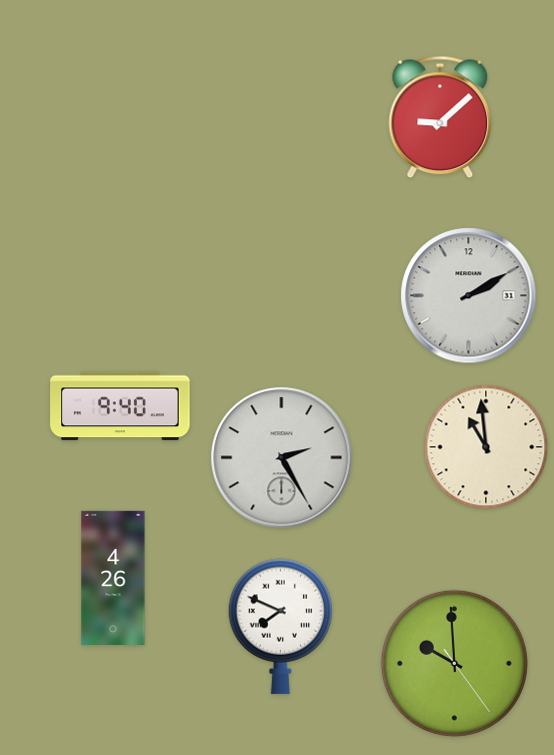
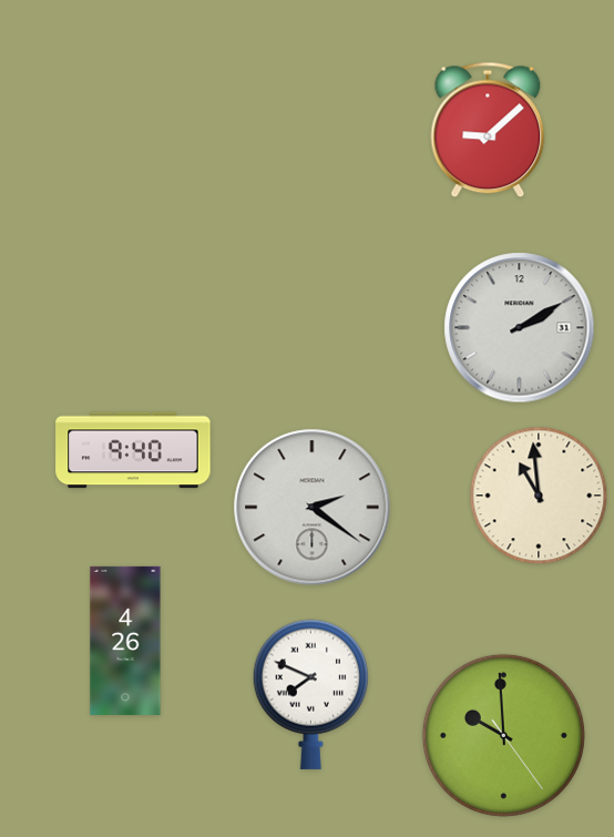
clock at (282, 458): 2:25 -> 2:21
